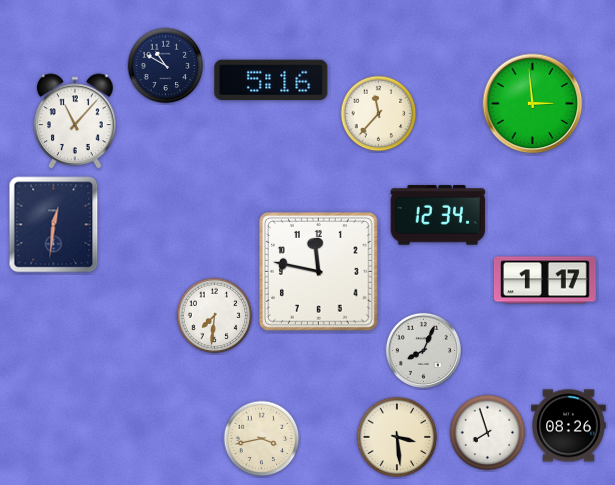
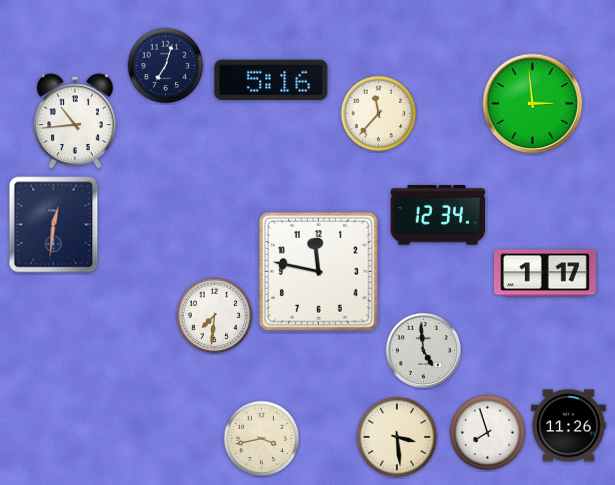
clock at (166, 66): 10:50 -> 7:03
clock at (75, 121): 11:07 -> 10:44
clock at (545, 280) position: (545, 280) -> (545, 273)
clock at (423, 350): 8:04 -> 4:59
clock at (569, 426): 08:26 -> 11:26
